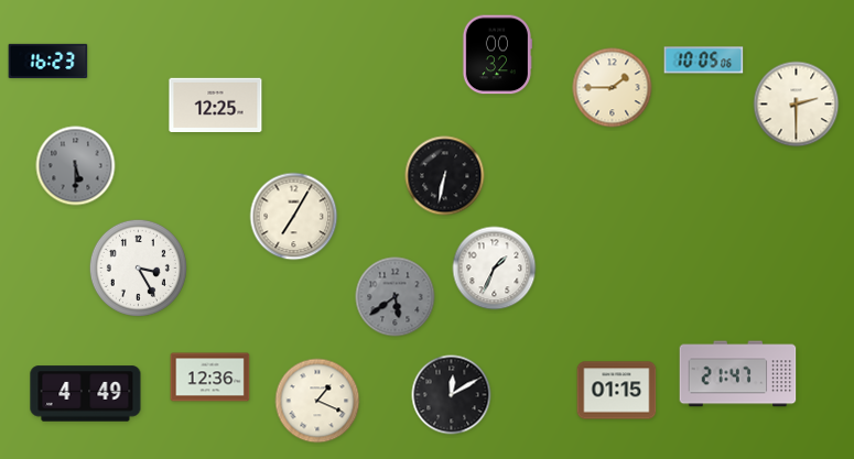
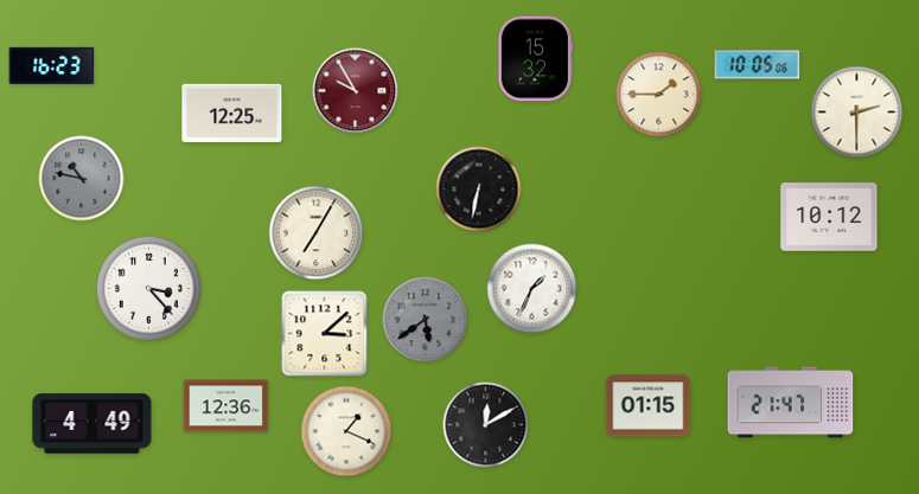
clock at (496, 55): 00:32 -> 15:32
clock at (356, 91): none -> 9:55
clock at (76, 166): 5:30 -> 10:47
clock at (829, 217): none -> 10:12
clock at (138, 267): 3:25 -> 3:23
clock at (325, 334): none -> 3:08
clock at (738, 374) position: (738, 374) -> (791, 403)
clock at (617, 391) position: (617, 391) -> (649, 406)
clock at (317, 401) position: (317, 401) -> (346, 431)
